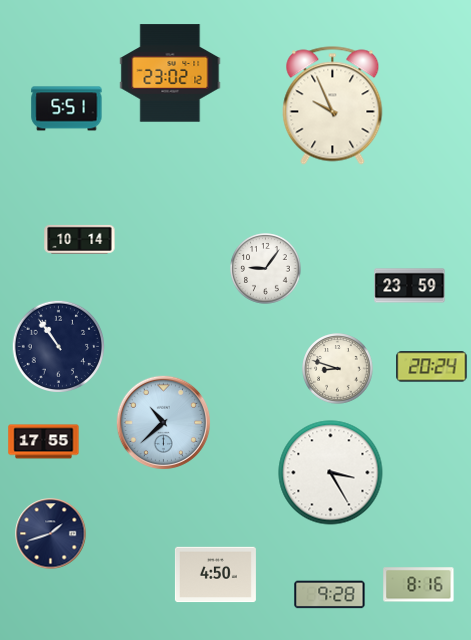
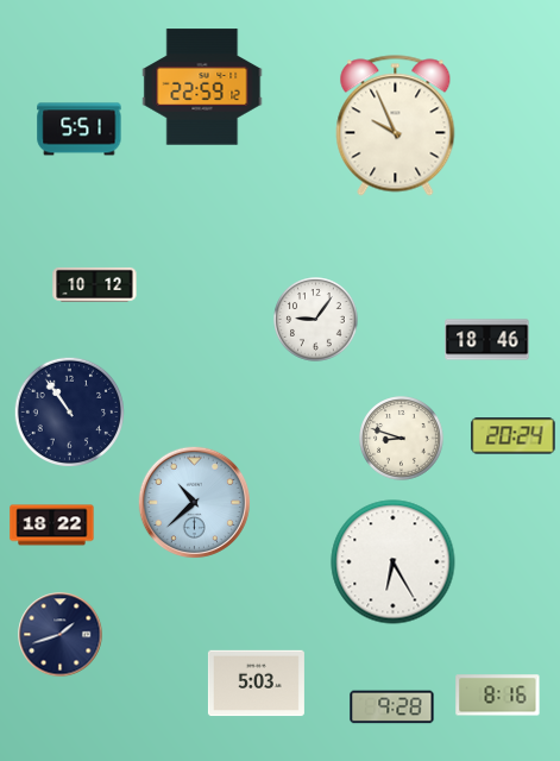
clock at (170, 73): 23:02 -> 22:59
clock at (80, 239): 10:14 -> 10:12
clock at (410, 286): 23:59 -> 18:46
clock at (44, 442): 17:55 -> 18:22
clock at (331, 473): 3:25 -> 6:25
clock at (215, 575): 4:50 -> 5:03
